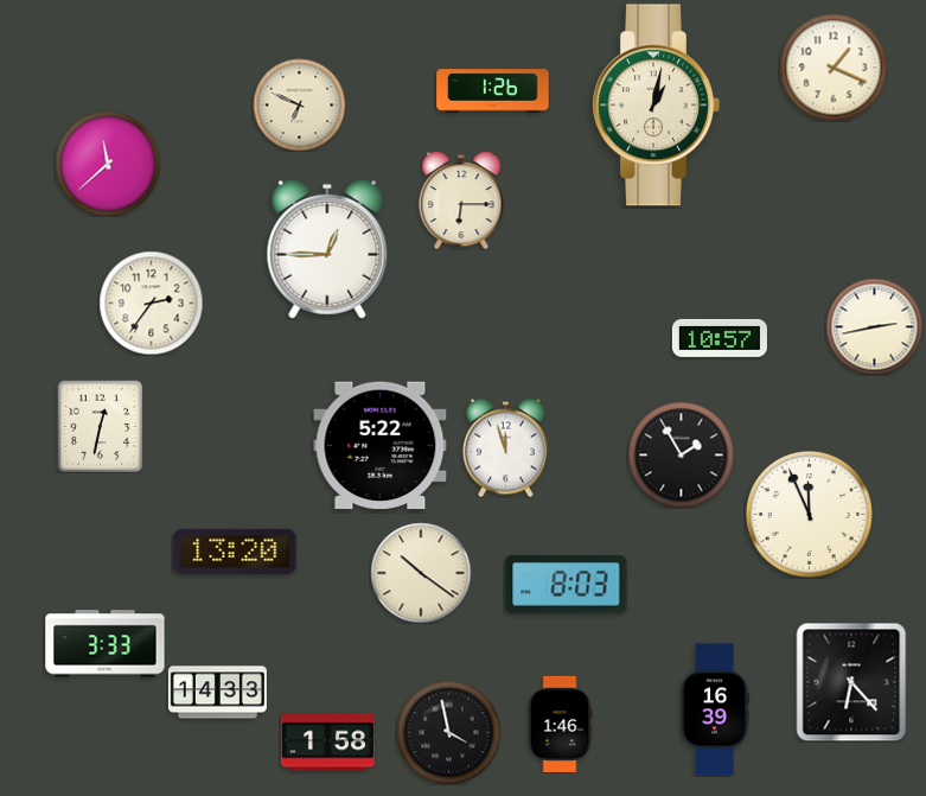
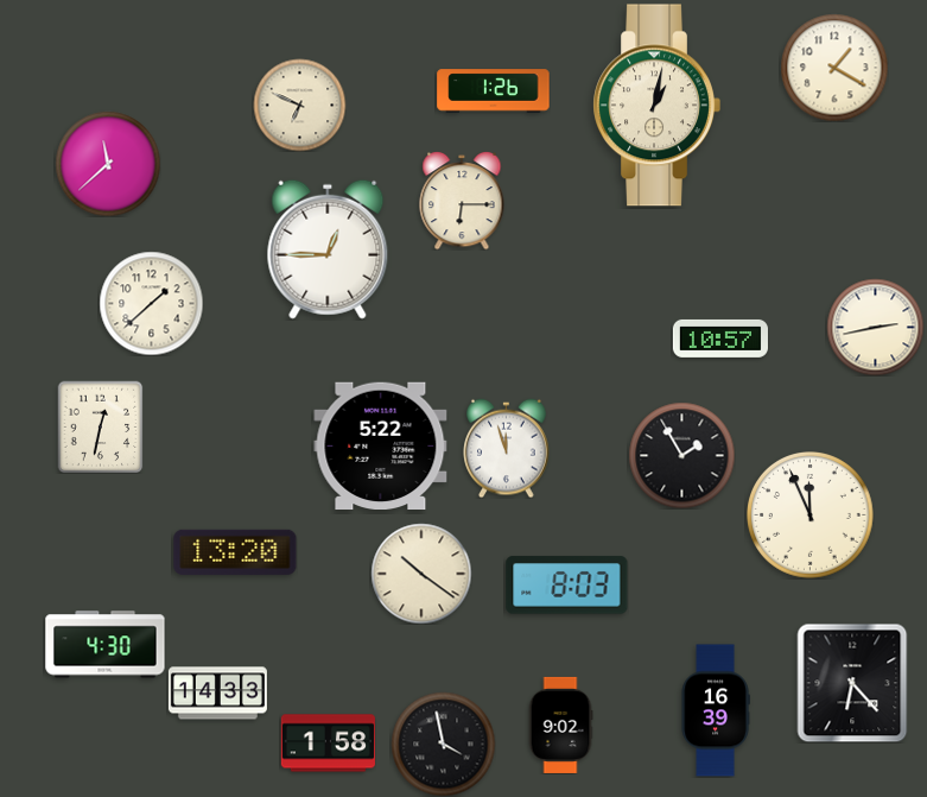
clock at (834, 68): 1:19 -> 1:20
clock at (151, 303): 2:36 -> 1:38
clock at (106, 644): 3:33 -> 4:30
clock at (560, 724): 1:46 -> 9:02
clock at (448, 732) position: (448, 732) -> (443, 744)
